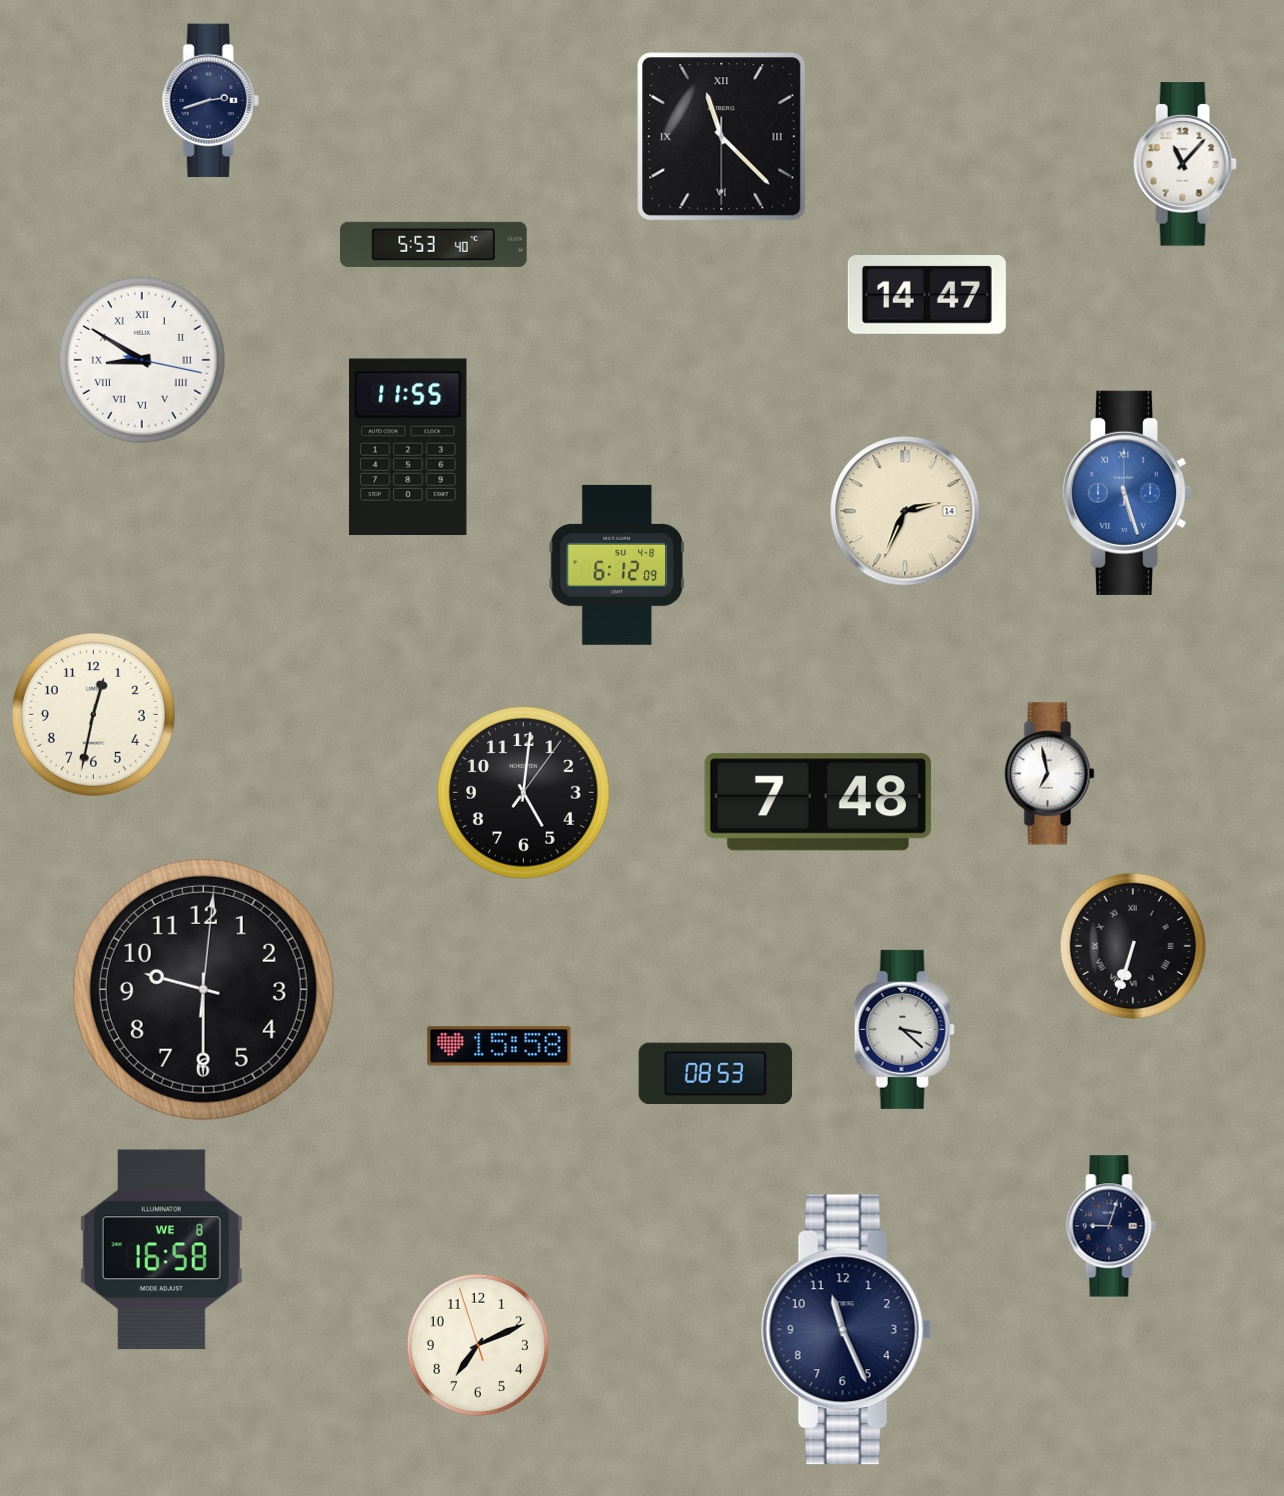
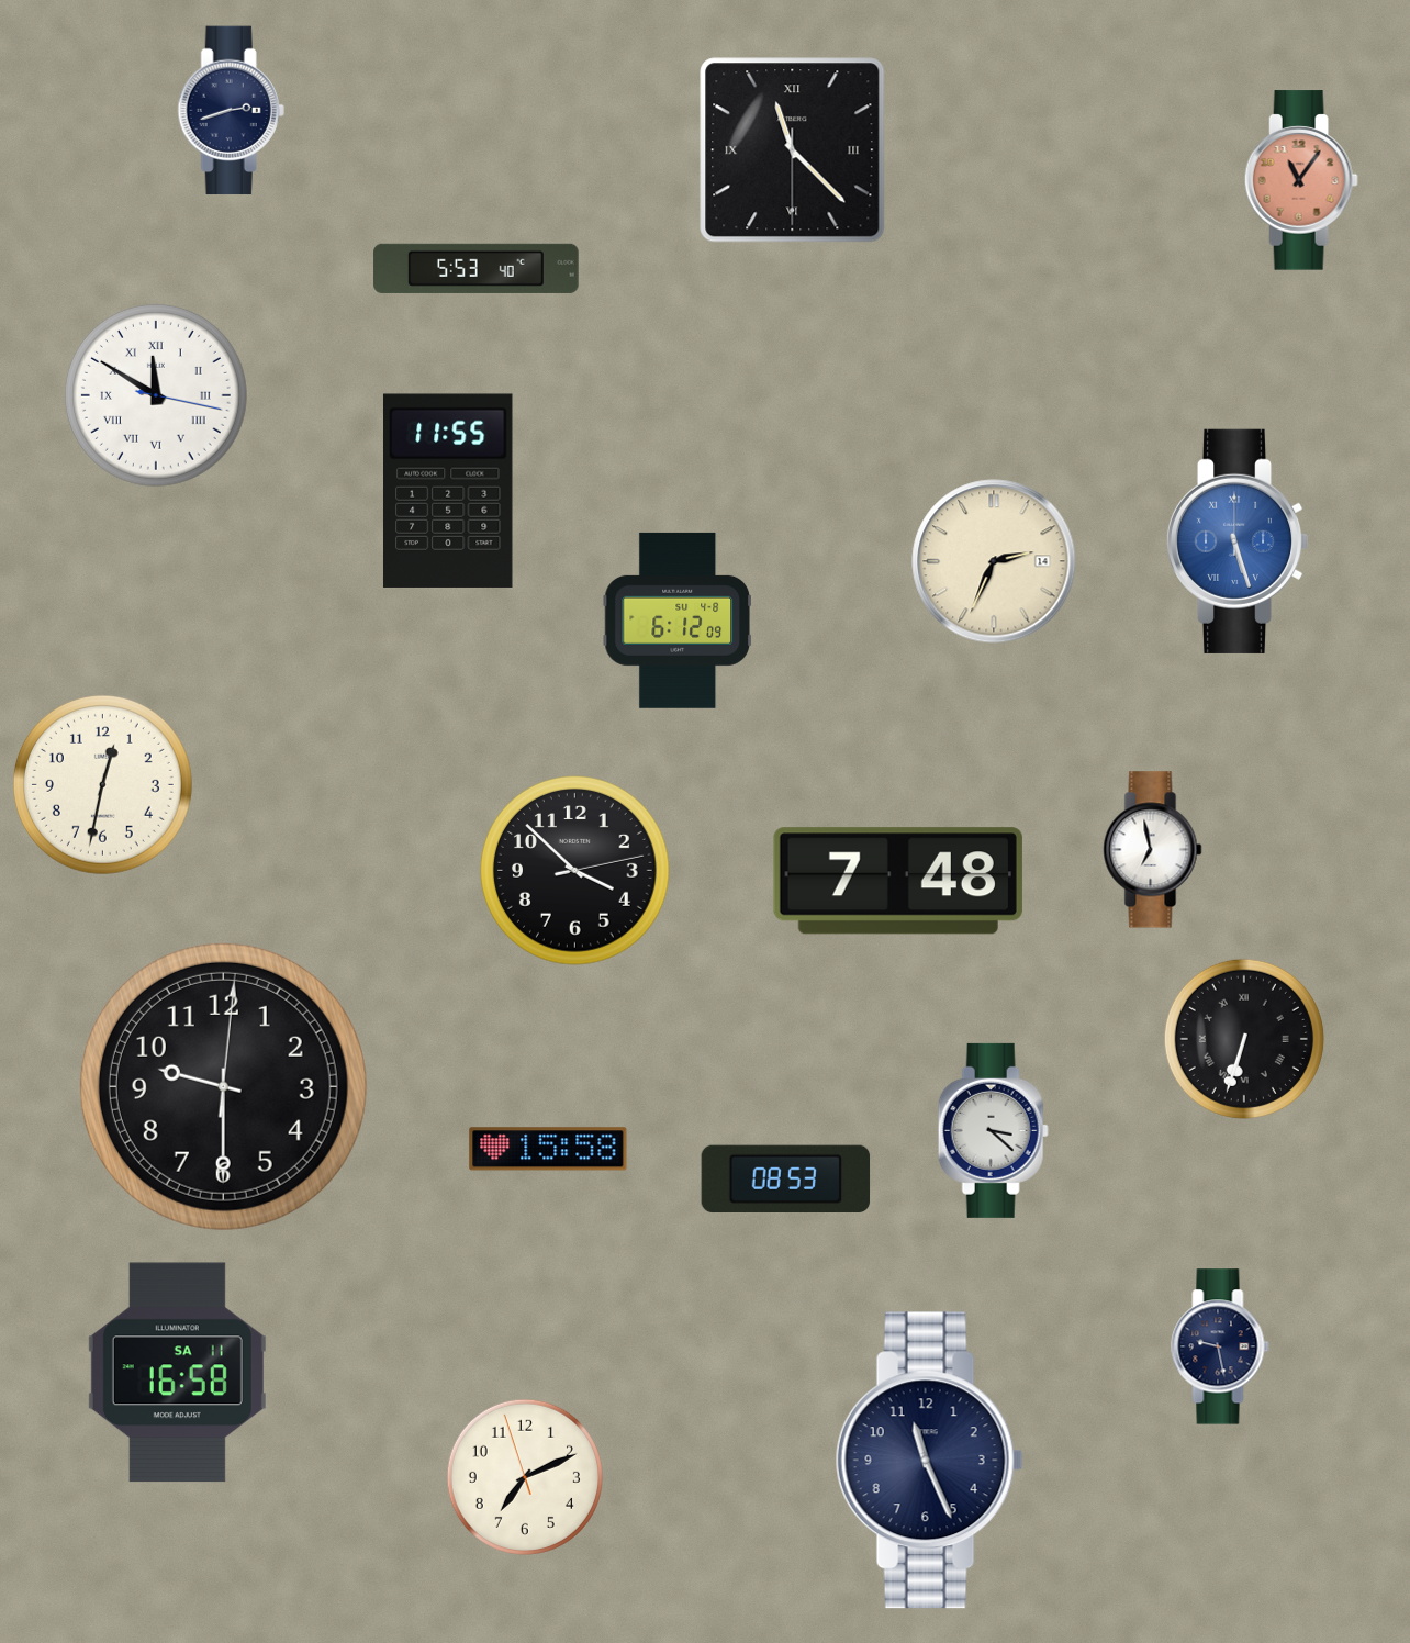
clock at (1185, 164): 11:07 -> 11:06
clock at (1185, 164) dial: white -> salmon
clock at (927, 296): 14:47 -> none
clock at (142, 360): 8:50 -> 11:50
clock at (524, 793): 5:01 -> 3:52
clock at (1111, 1226): 9:03 -> 9:28
clock at (161, 1250) date: WE 8 -> SA 11
